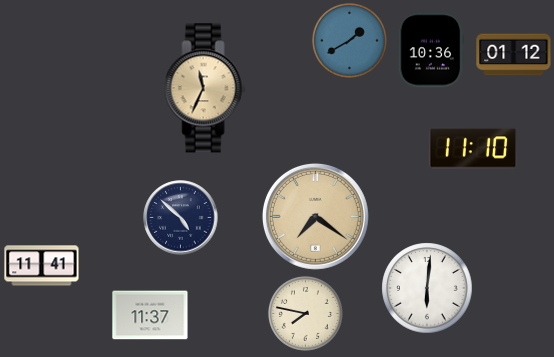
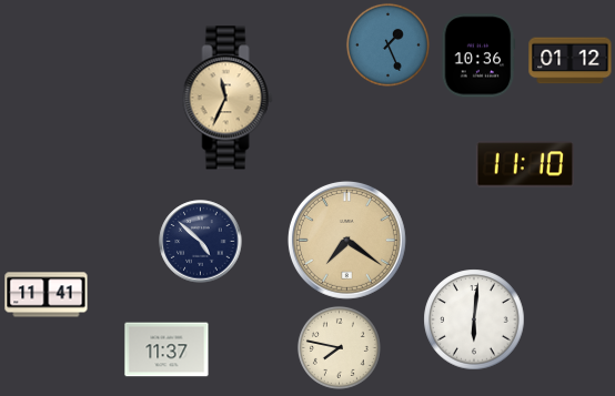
clock at (349, 40): 1:40 -> 1:26
clock at (315, 216) position: (315, 216) -> (346, 240)
